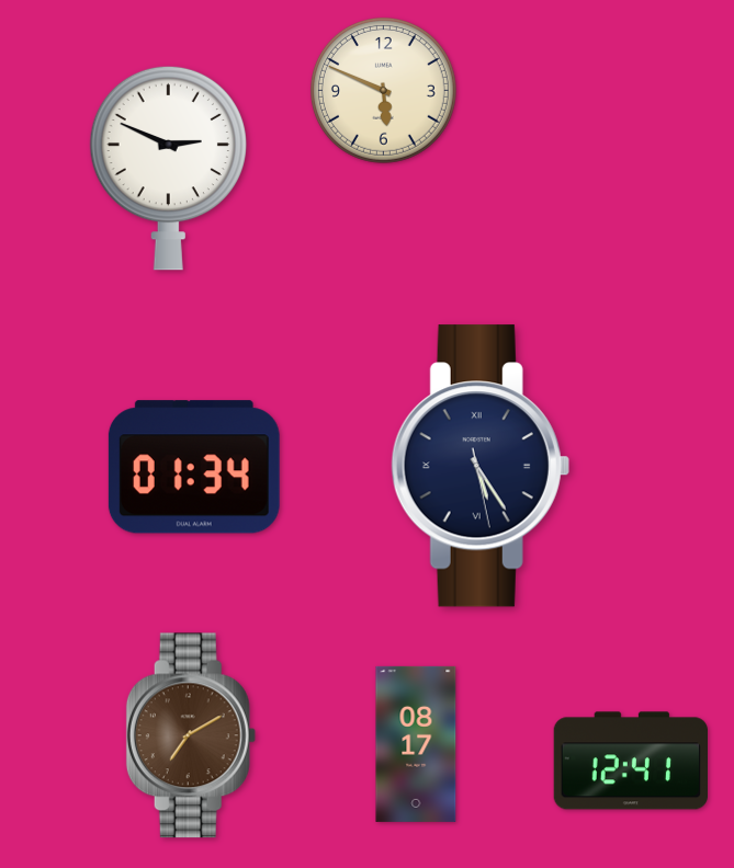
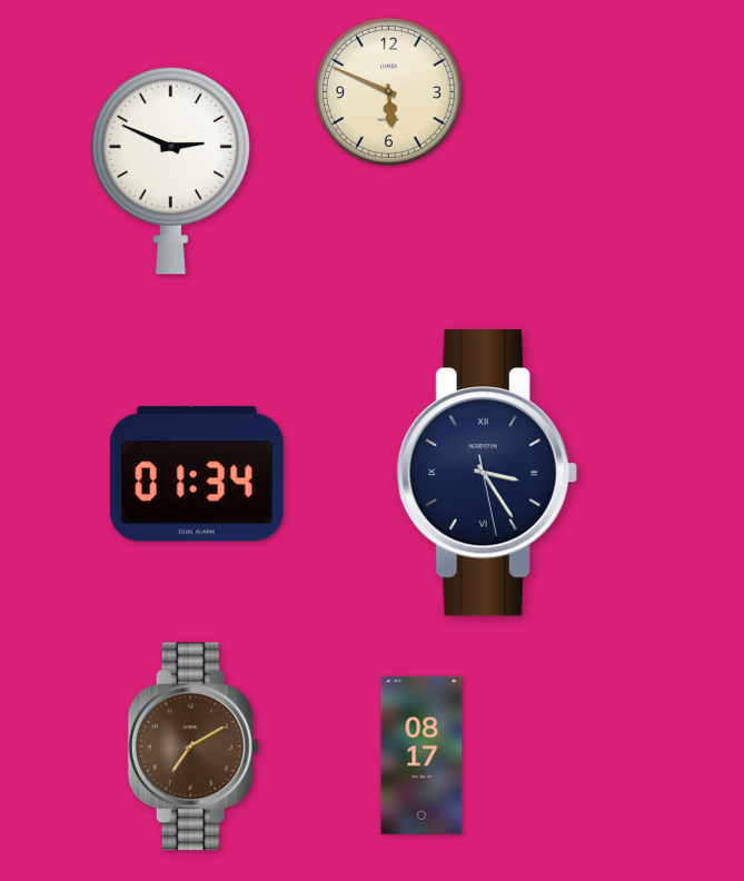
clock at (481, 466): 5:24 -> 3:24
clock at (630, 761): 12:41 -> none
